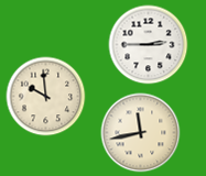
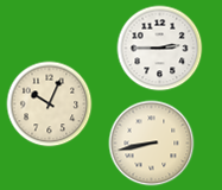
clock at (46, 97): 9:59 -> 10:04
clock at (141, 133): 11:43 -> 8:43
